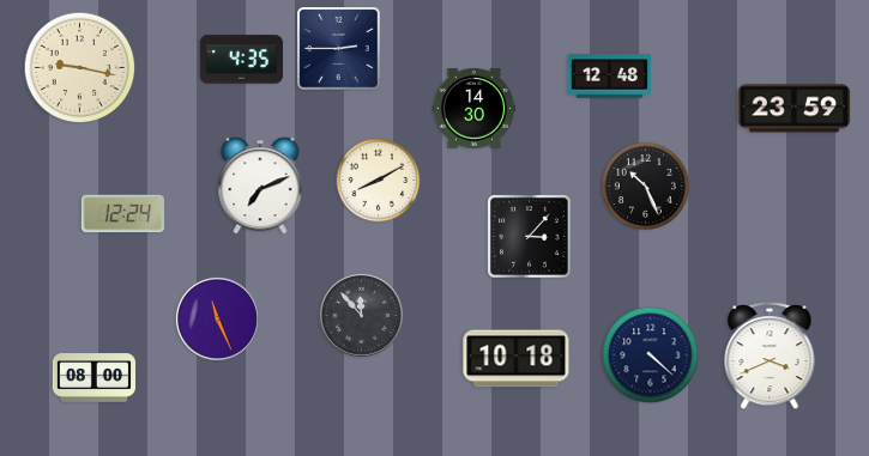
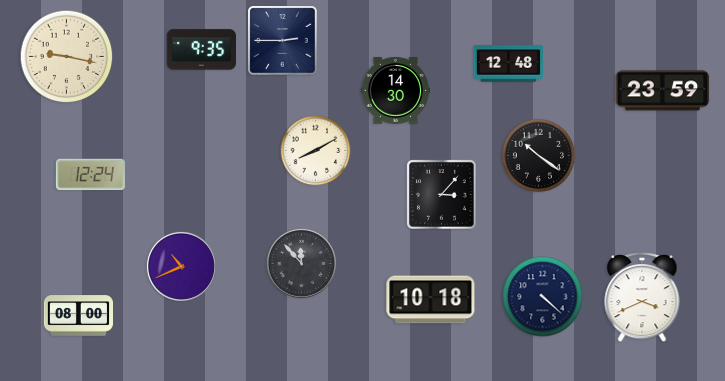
clock at (241, 60): 4:35 -> 9:35
clock at (260, 186): 7:11 -> none
clock at (645, 186): 10:26 -> 10:21
clock at (122, 214) position: (122, 214) -> (90, 175)
clock at (530, 237) position: (530, 237) -> (442, 195)
clock at (217, 318): 11:26 -> 10:41
